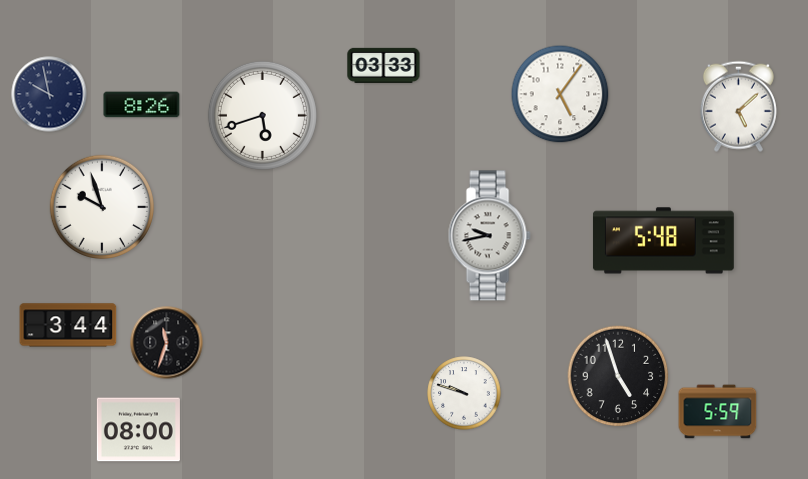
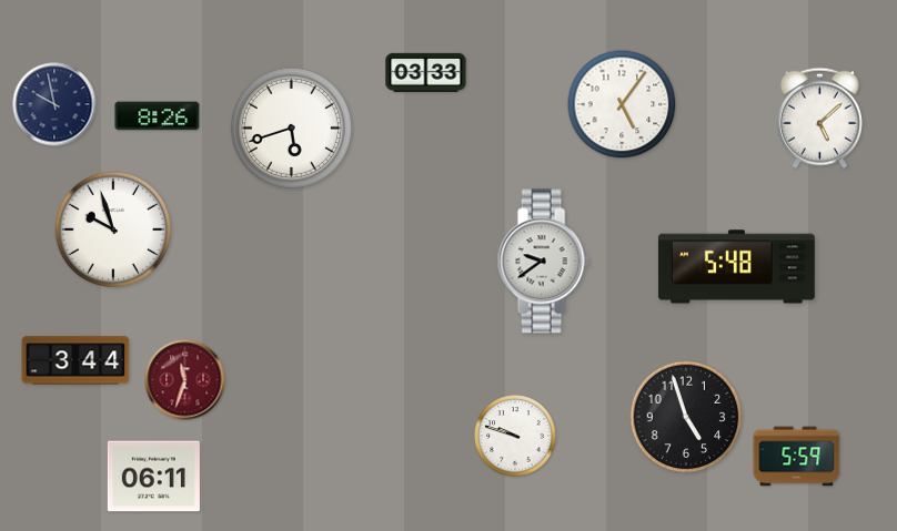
clock at (489, 236): 9:43 -> 9:39
clock at (167, 343) dial: black -> burgundy
clock at (138, 430): 08:00 -> 06:11
